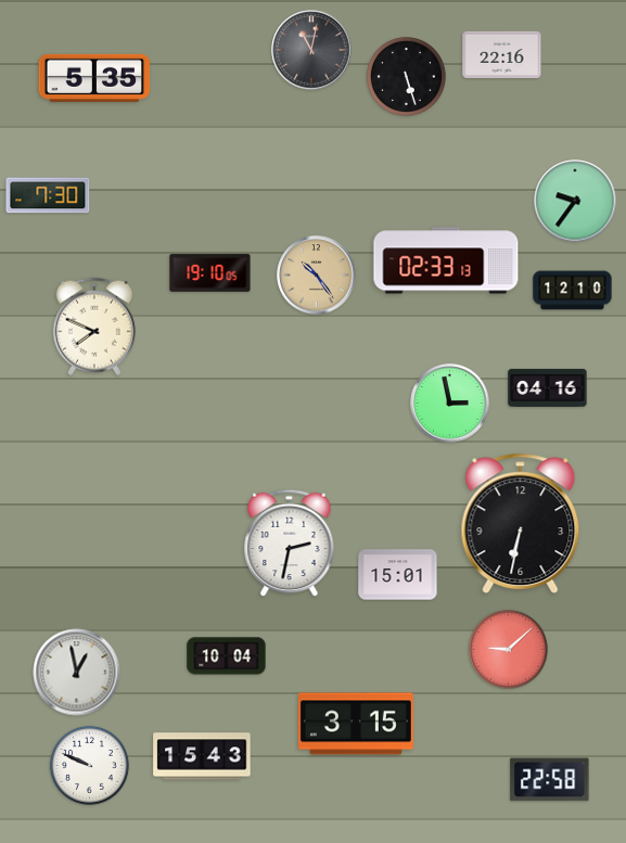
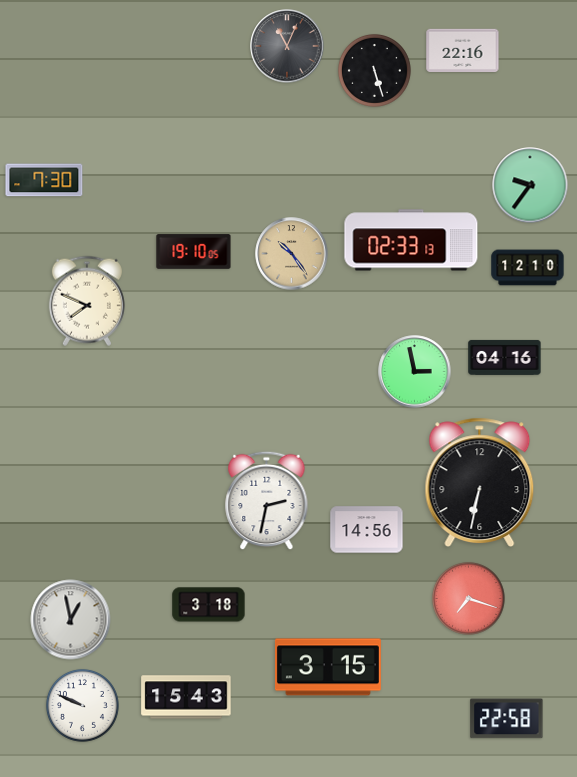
clock at (311, 50): 11:02 -> 11:04
clock at (94, 78): 5:35 -> none
clock at (398, 575): 15:01 -> 14:56
clock at (508, 649): 9:08 -> 7:18
clock at (227, 656): 10:04 -> 3:18
